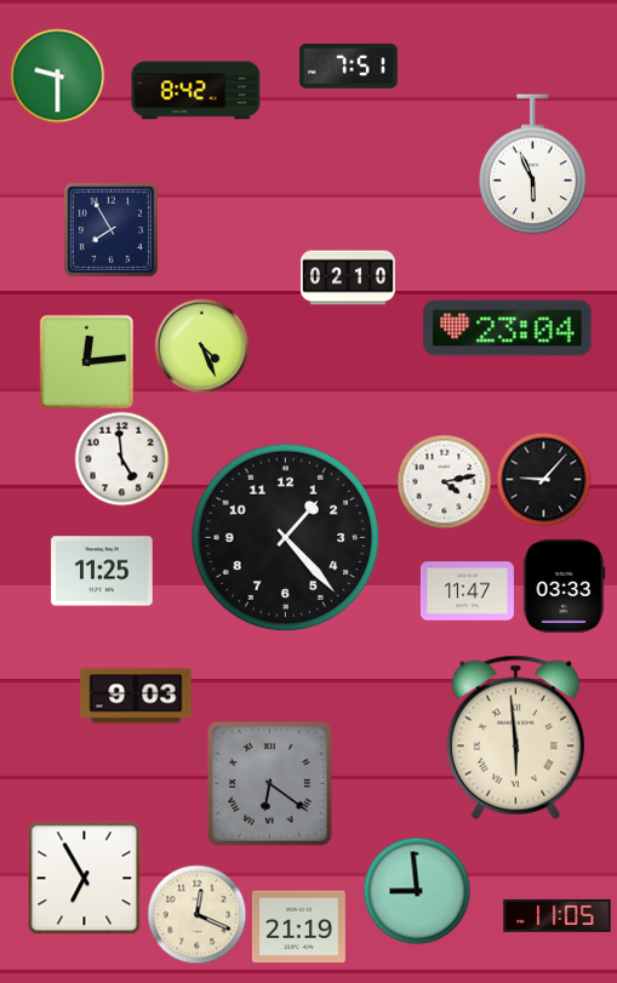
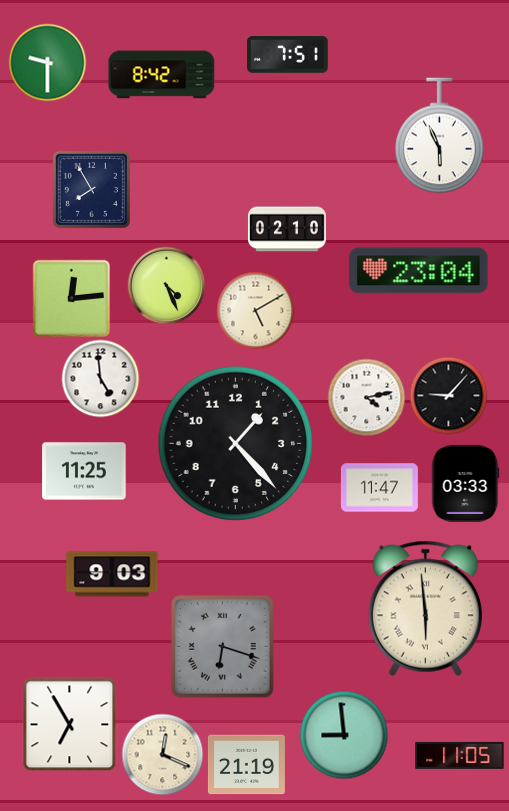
clock at (255, 310): none -> 5:10
clock at (467, 591) position: (467, 591) -> (379, 488)
clock at (270, 784): 6:21 -> 6:18
